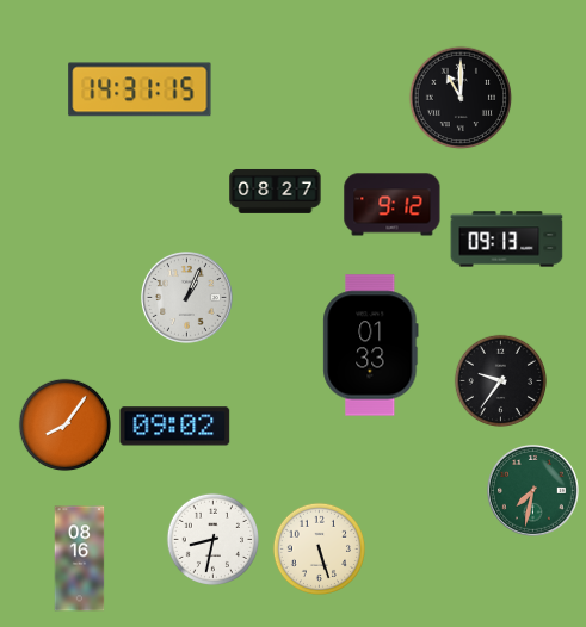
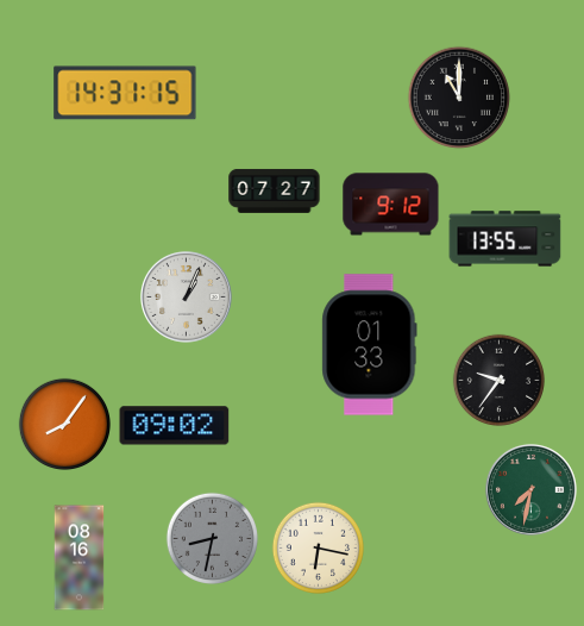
clock at (140, 89) position: (140, 89) -> (125, 93)
clock at (276, 191): 08:27 -> 07:27
clock at (507, 240): 09:13 -> 13:55
clock at (212, 539) dial: white -> grey
clock at (319, 548): 5:27 -> 6:17
